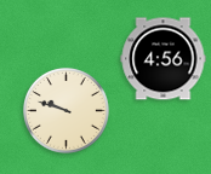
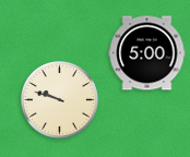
clock at (164, 59): 4:56 -> 5:00
